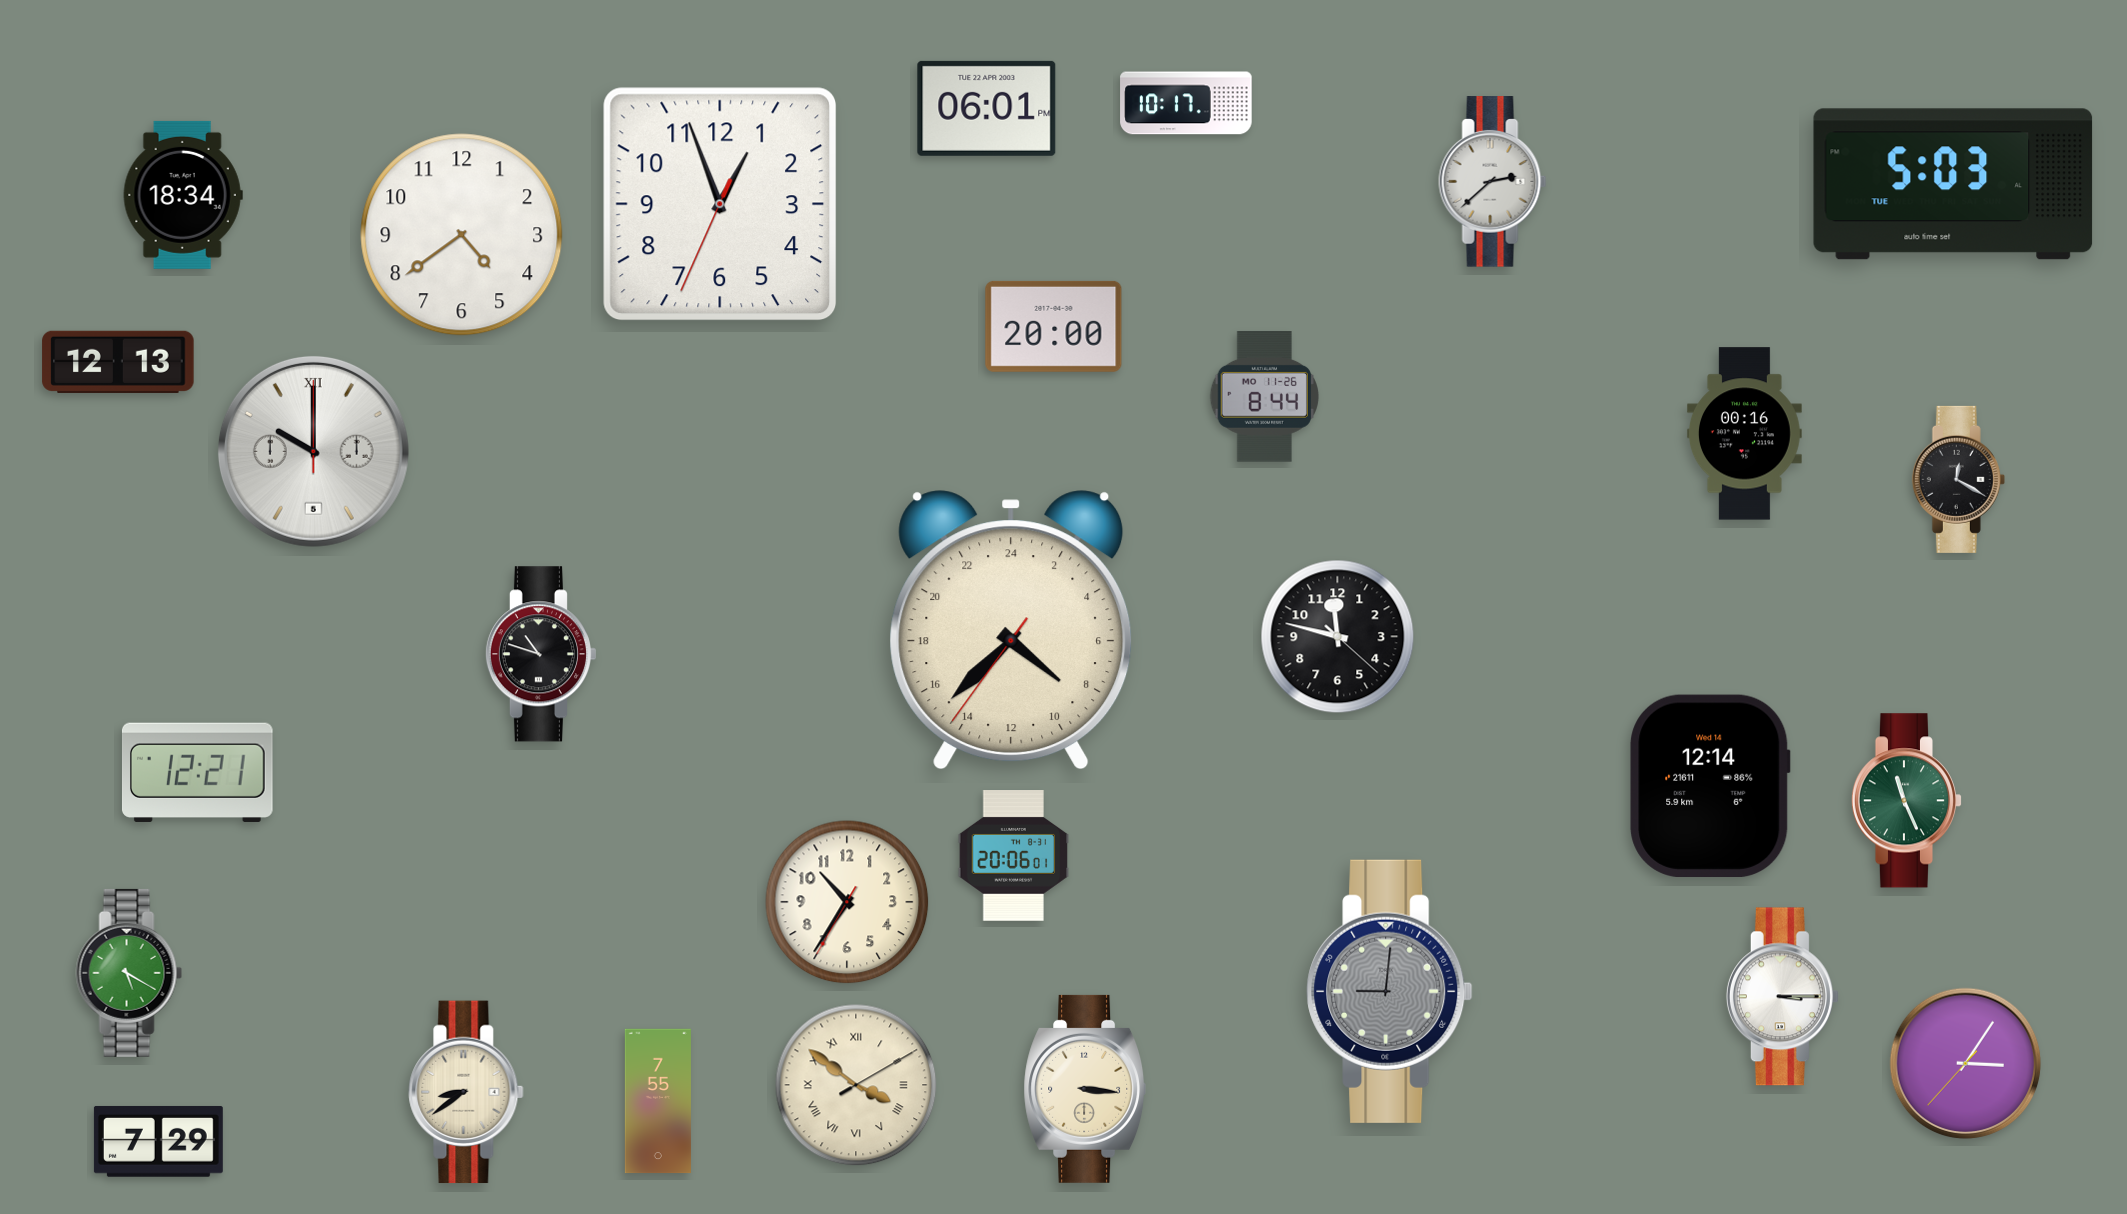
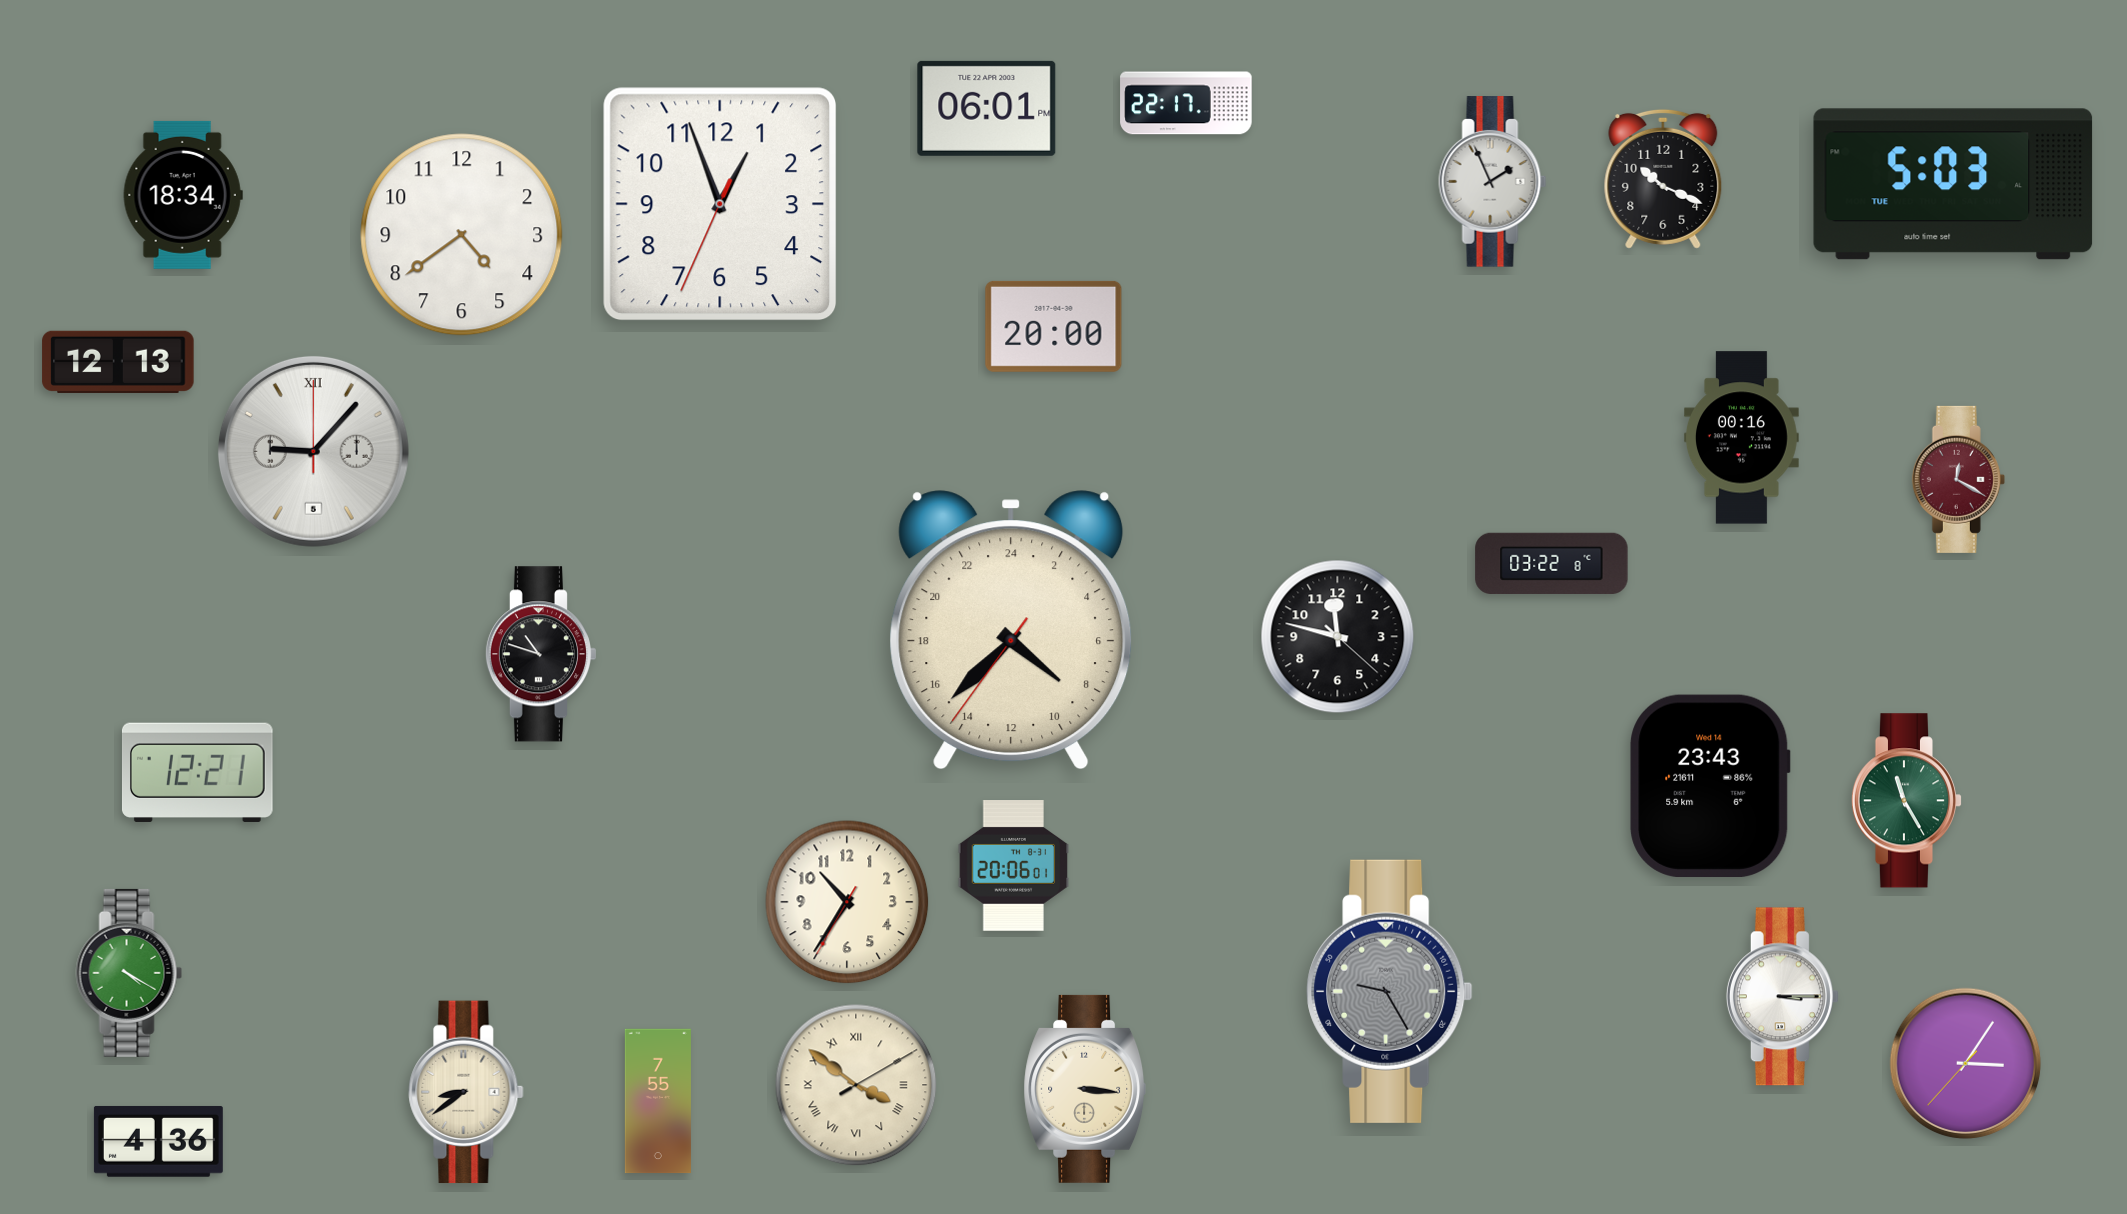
clock at (1186, 103): 10:17 -> 22:17
clock at (1663, 179): none -> 10:19
clock at (1493, 182): 2:38 -> 1:56
clock at (1264, 397): 8:44 -> none
clock at (1744, 434) position: (1744, 434) -> (1741, 438)
clock at (313, 451): 10:00 -> 9:07
clock at (1958, 479) dial: black -> burgundy
clock at (1552, 563): none -> 03:22
clock at (1710, 785): 12:14 -> 23:43
clock at (1907, 801): 11:26 -> 11:25
clock at (1014, 856) position: (1014, 856) -> (1014, 866)
clock at (129, 973): 5:20 -> 4:20
clock at (1390, 991): 9:01 -> 9:25
clock at (158, 1141): 7:29 -> 4:36
